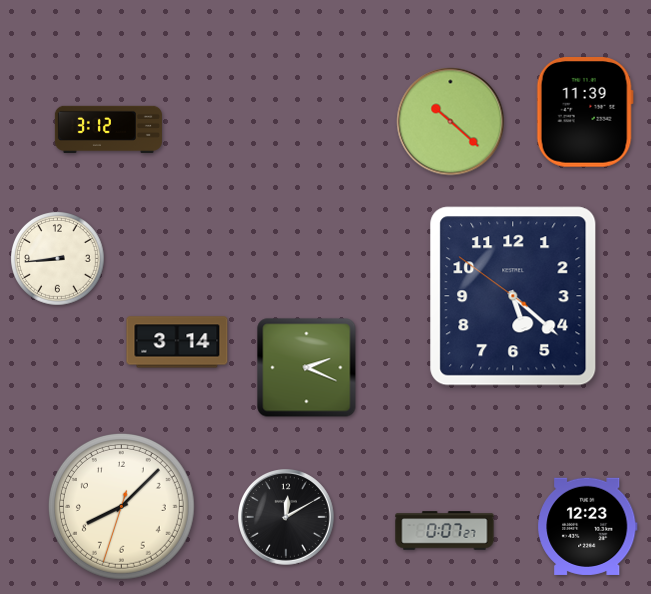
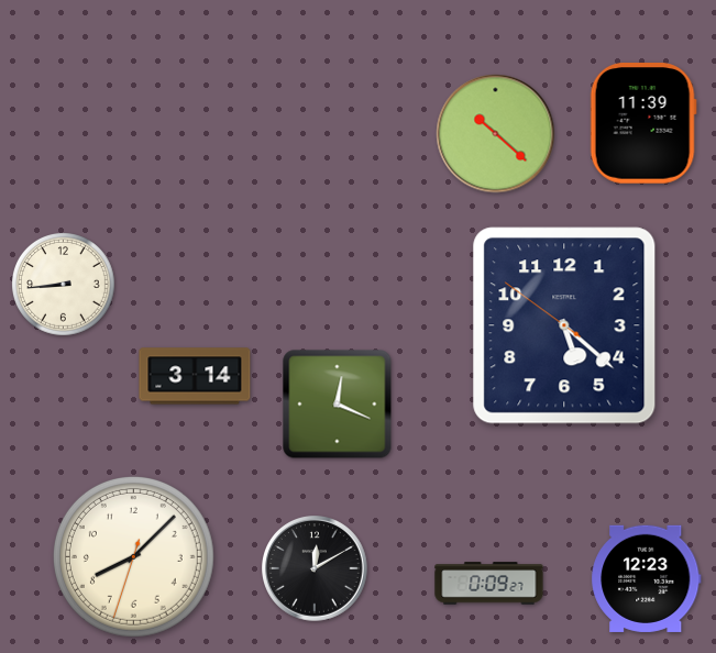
clock at (108, 129): 3:12 -> none
clock at (307, 368): 2:19 -> 12:19
clock at (445, 531): 0:07 -> 0:09
